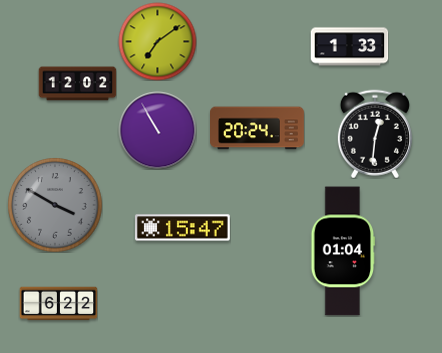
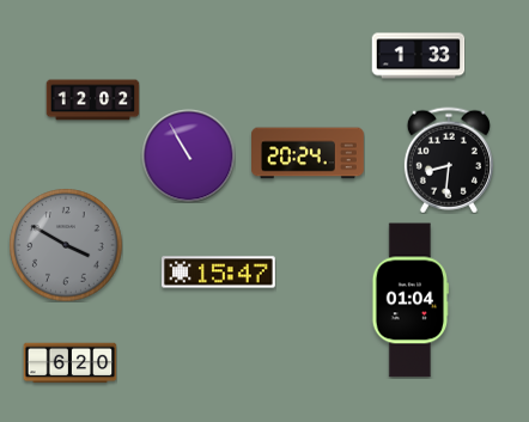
clock at (157, 41): 7:09 -> none
clock at (375, 134): 12:31 -> 8:31
clock at (58, 304): 6:22 -> 6:20
